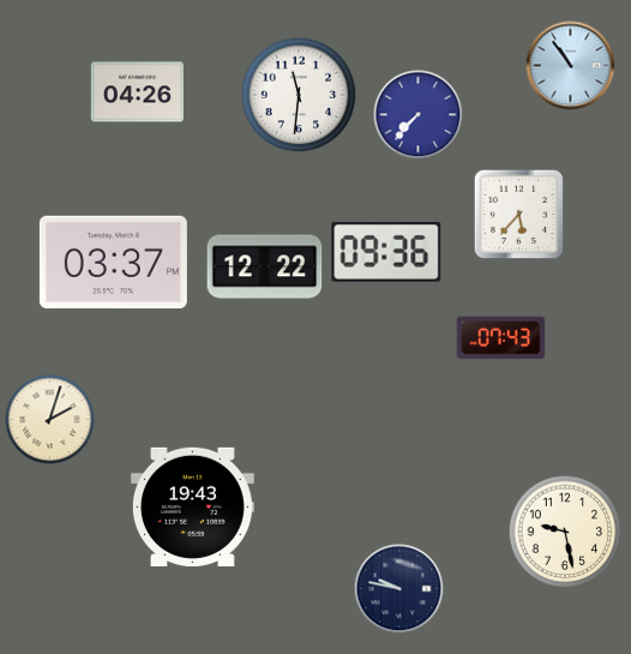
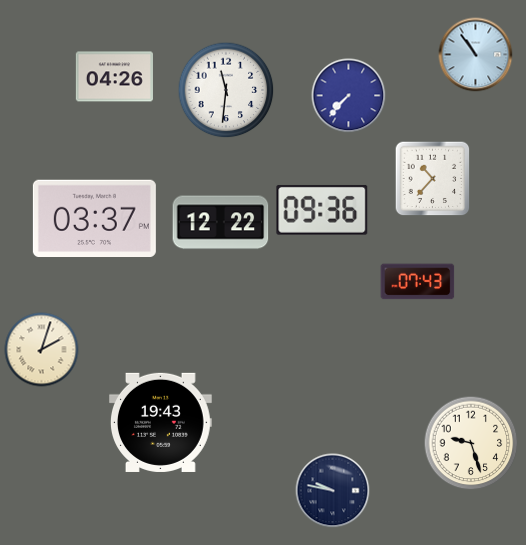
clock at (299, 95) position: (299, 95) -> (226, 90)
clock at (519, 215): 5:37 -> 10:37
clock at (565, 532): 9:28 -> 9:27
